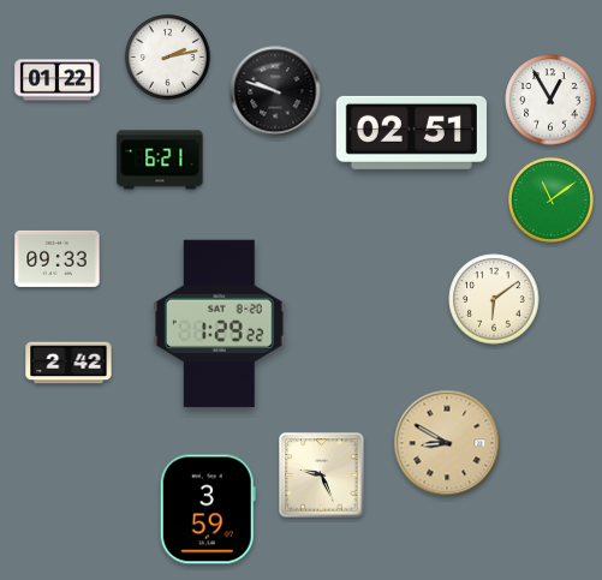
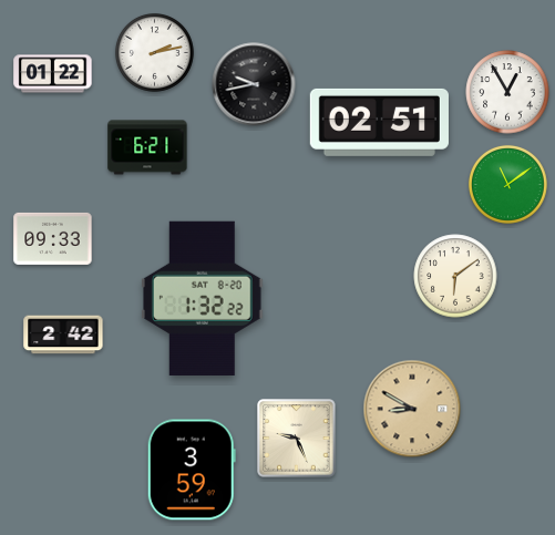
clock at (275, 91): 9:48 -> 9:43
clock at (219, 323): 1:29 -> 1:32
